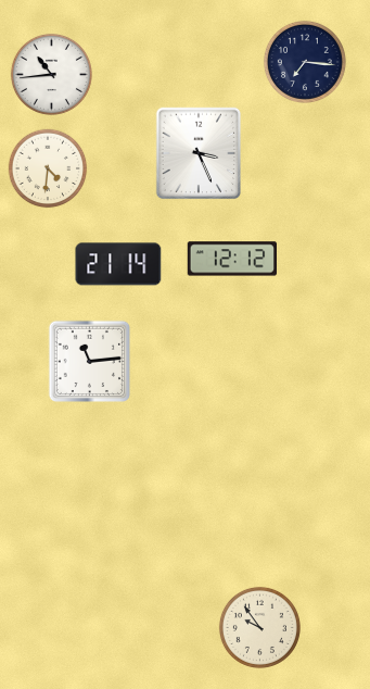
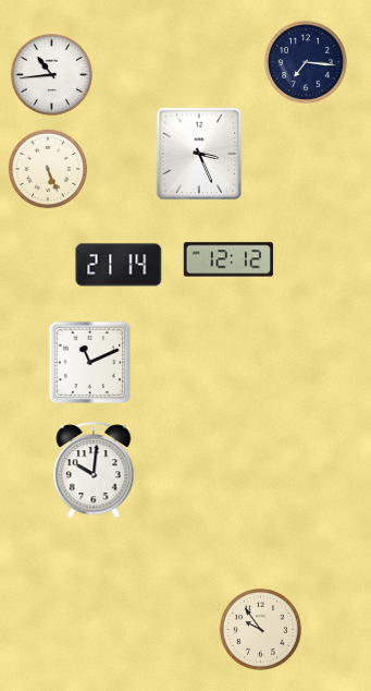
clock at (48, 168): 4:31 -> 5:26
clock at (231, 259) position: (231, 259) -> (227, 259)
clock at (89, 361): 11:14 -> 11:11
clock at (94, 471): none -> 10:01
